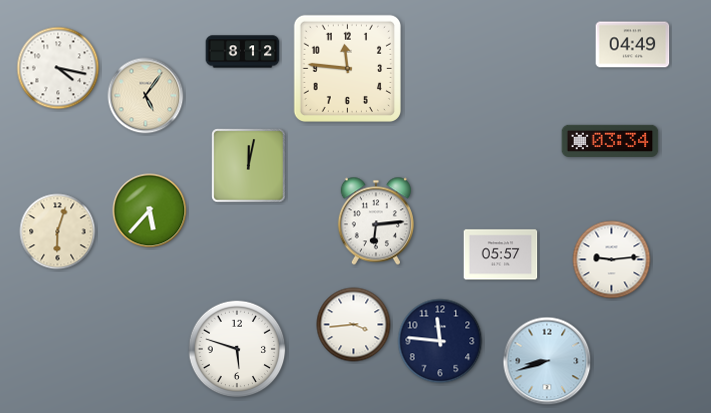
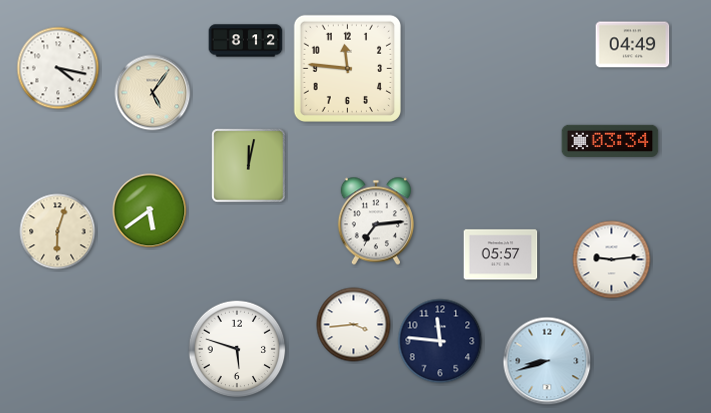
clock at (243, 52) position: (243, 52) -> (246, 41)
clock at (146, 96) position: (146, 96) -> (153, 93)
clock at (150, 211): 5:37 -> 5:39
clock at (376, 221): 6:14 -> 7:14
